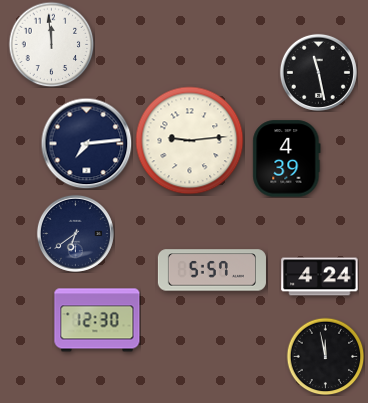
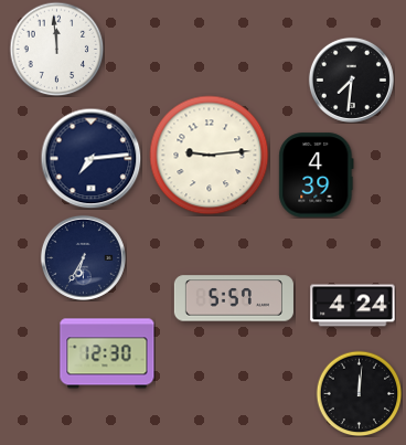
clock at (318, 72): 11:28 -> 7:31
clock at (86, 143) position: (86, 143) -> (90, 158)
clock at (75, 233): 6:39 -> 6:35
clock at (325, 356): 11:58 -> 12:01
